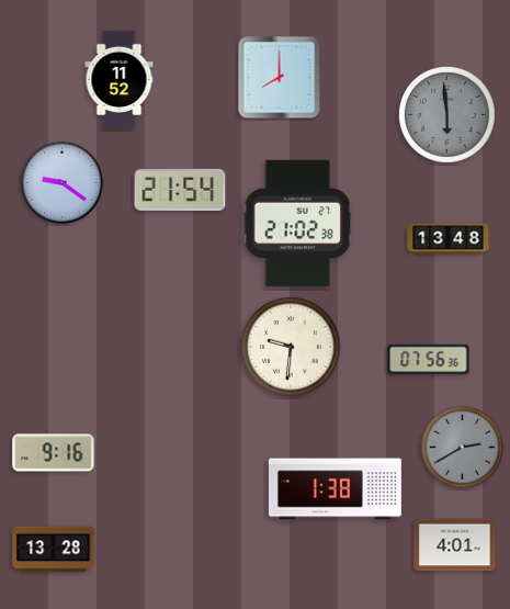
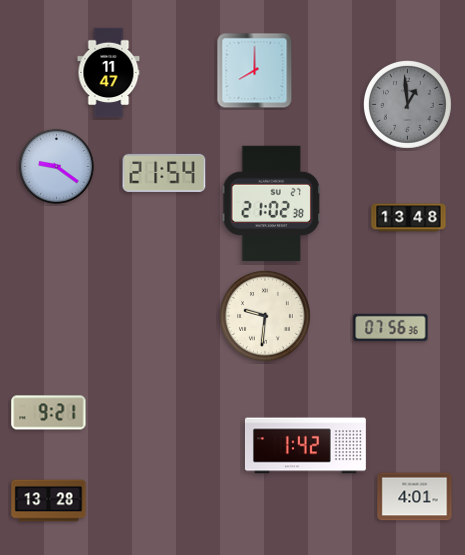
clock at (120, 80): 11:52 -> 11:47
clock at (446, 114): 5:59 -> 12:59
clock at (462, 447): 2:40 -> none
clock at (54, 453): 9:16 -> 9:21
clock at (335, 489): 1:38 -> 1:42
